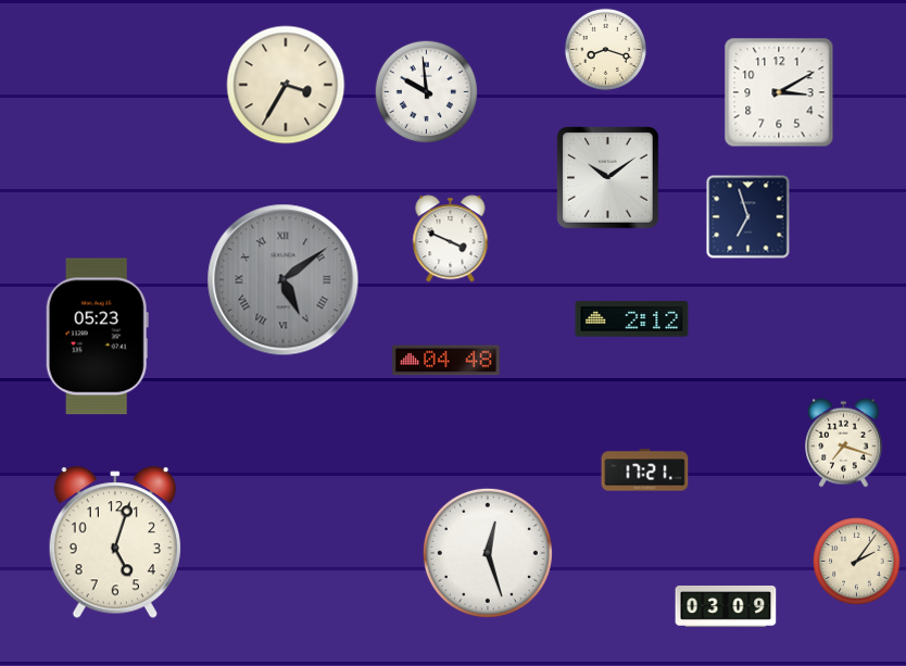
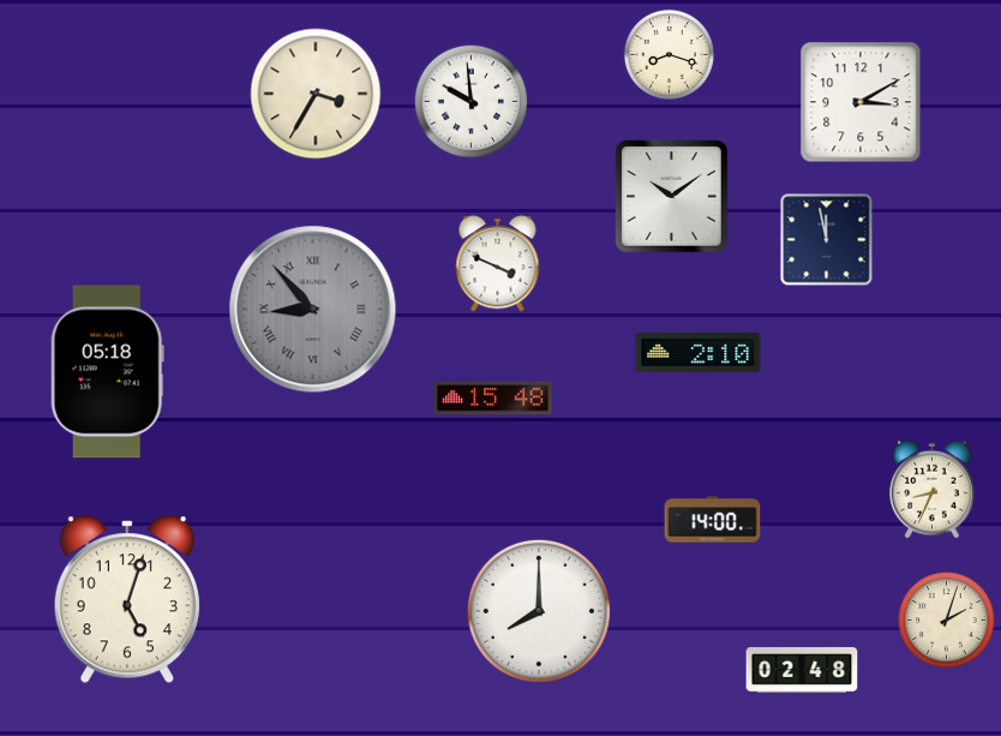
clock at (748, 217): 6:57 -> 11:58
clock at (284, 280): 5:09 -> 8:53
clock at (632, 319): 2:12 -> 2:10
clock at (97, 337): 05:23 -> 05:18
clock at (446, 361): 04:48 -> 15:48
clock at (844, 442): 7:18 -> 8:34
clock at (645, 470): 17:21 -> 14:00
clock at (488, 553): 12:27 -> 8:00
clock at (857, 562): 2:06 -> 2:03
clock at (726, 606): 03:09 -> 02:48
